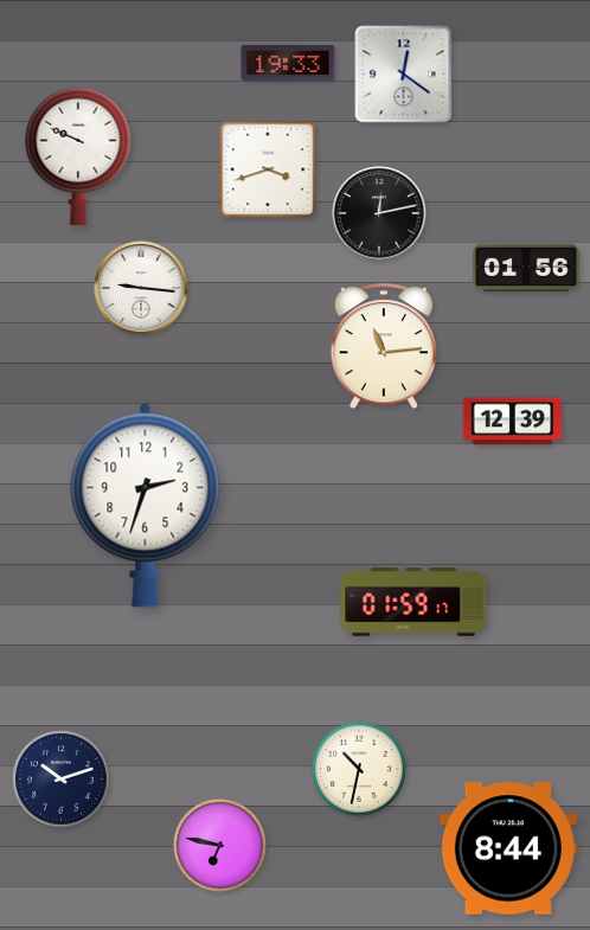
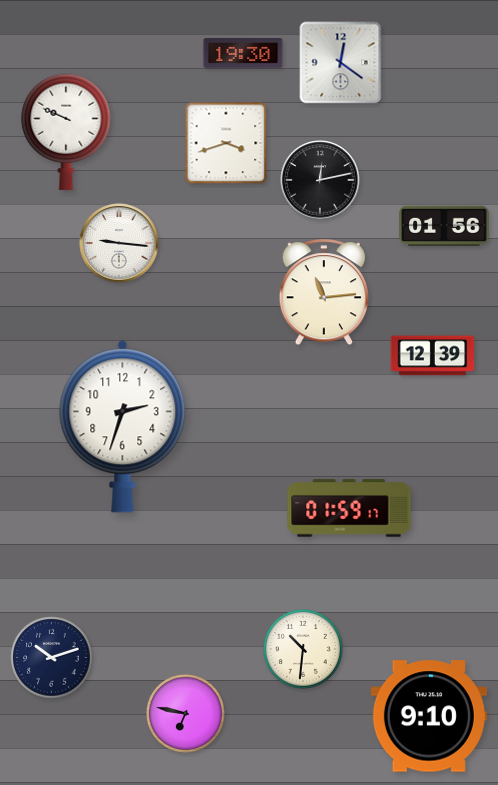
clock at (288, 63): 19:33 -> 19:30
clock at (360, 770): 10:32 -> 10:31
clock at (508, 848): 8:44 -> 9:10
